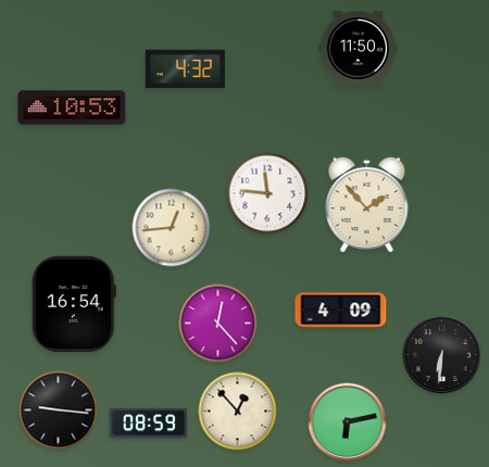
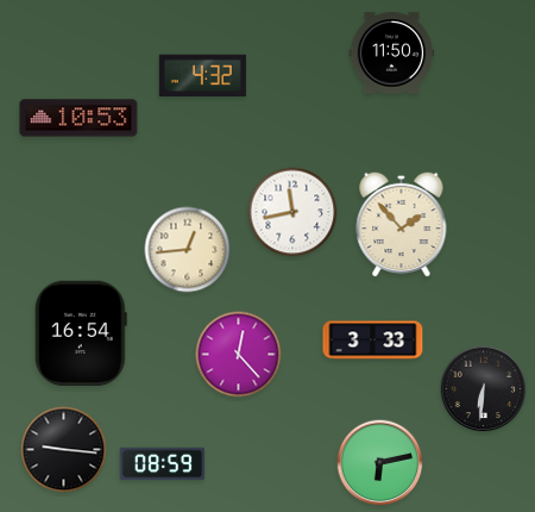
clock at (267, 193): 11:46 -> 11:43
clock at (341, 311): 4:09 -> 3:33
clock at (238, 412): 12:53 -> none
